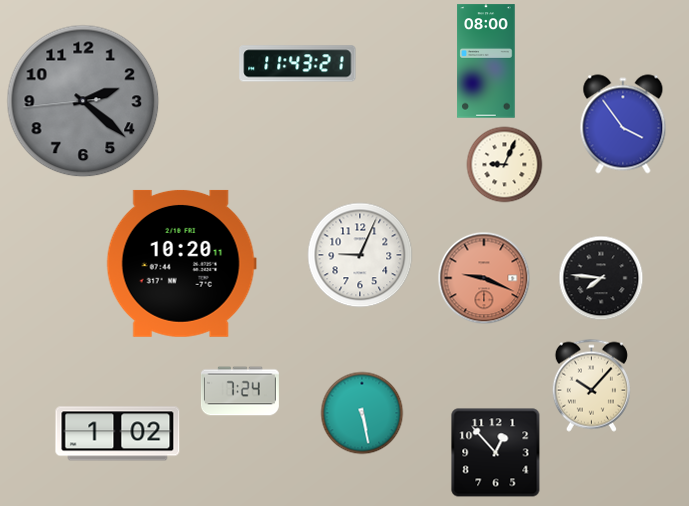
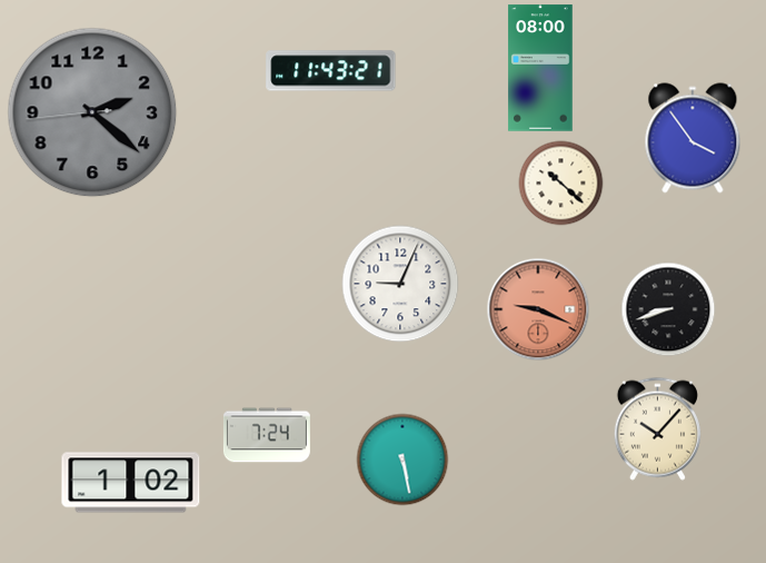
clock at (505, 165): 9:04 -> 10:22
clock at (181, 263): 10:20 -> none
clock at (601, 278): 7:46 -> 8:42
clock at (496, 453): 12:53 -> none
